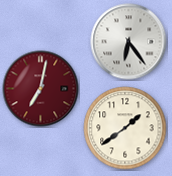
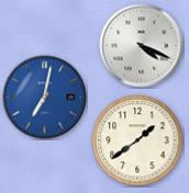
clock at (129, 42): 6:24 -> 4:19
clock at (41, 89) dial: burgundy -> blue
